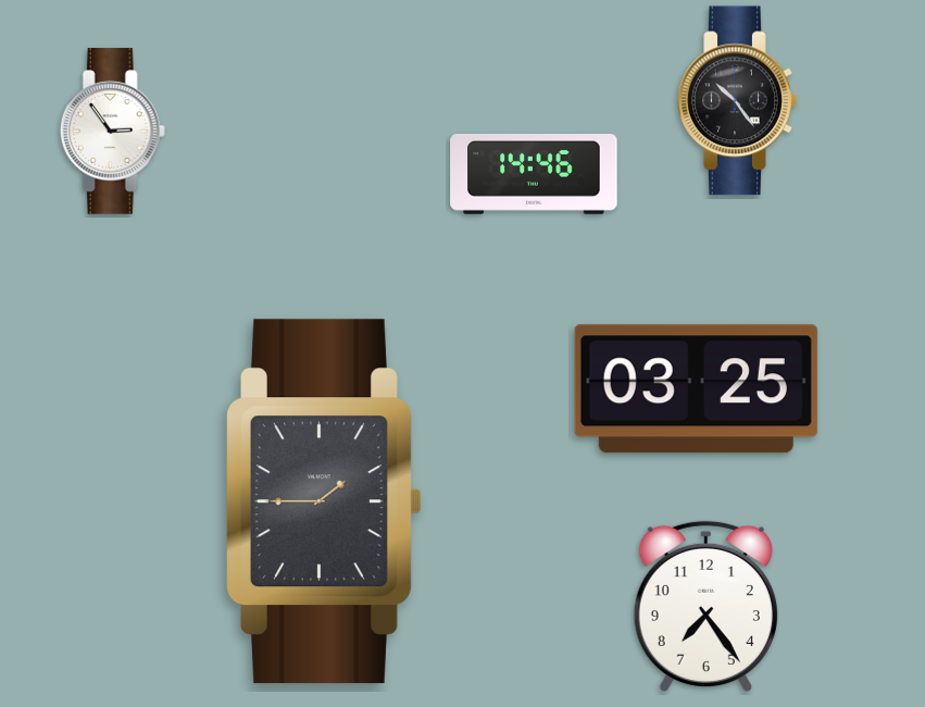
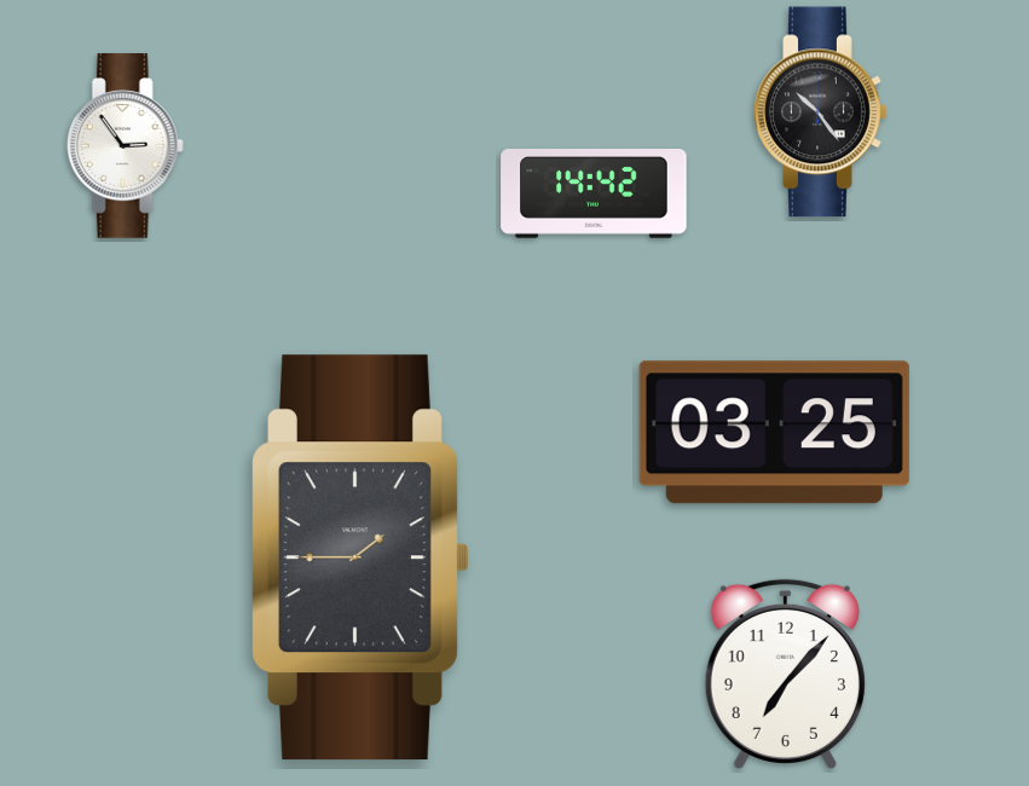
clock at (534, 174): 14:46 -> 14:42
clock at (705, 606): 7:24 -> 7:07
